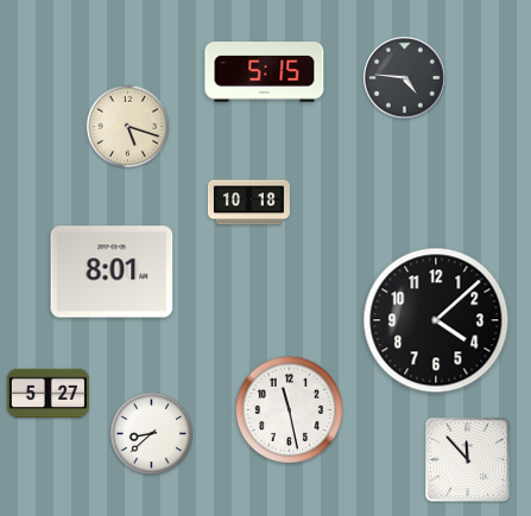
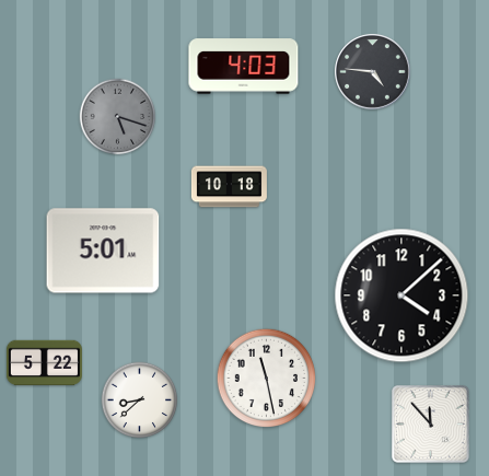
clock at (265, 72): 5:15 -> 4:03
clock at (128, 127) dial: cream -> grey
clock at (112, 272): 8:01 -> 5:01
clock at (48, 394): 5:27 -> 5:22
